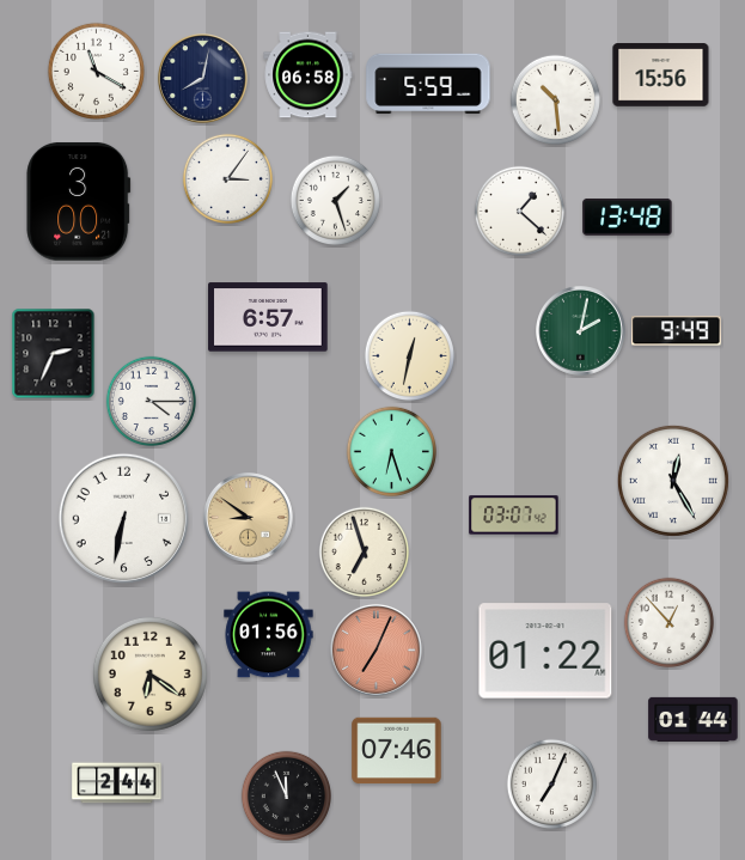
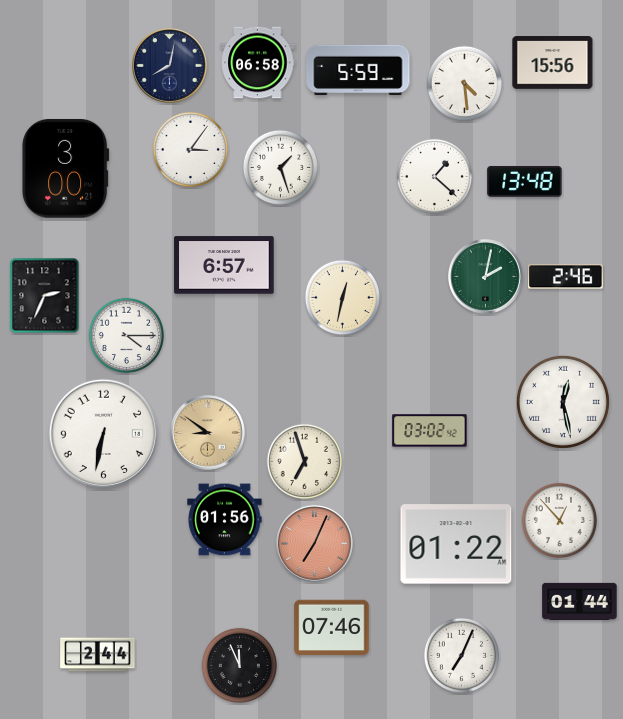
clock at (96, 71): 11:20 -> none
clock at (555, 99): 10:29 -> 4:29
clock at (677, 331): 9:49 -> 2:46
clock at (391, 451): 6:27 -> none
clock at (673, 481): 12:25 -> 12:28
clock at (514, 516): 03:07 -> 03:02
clock at (269, 635) position: (269, 635) -> (225, 520)
clock at (149, 673): 6:21 -> none
